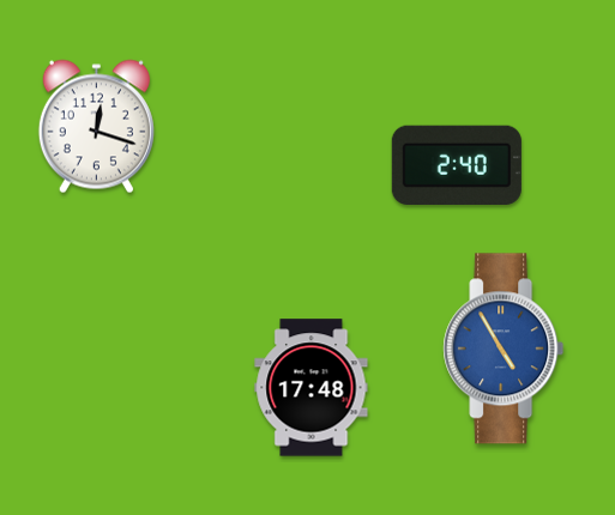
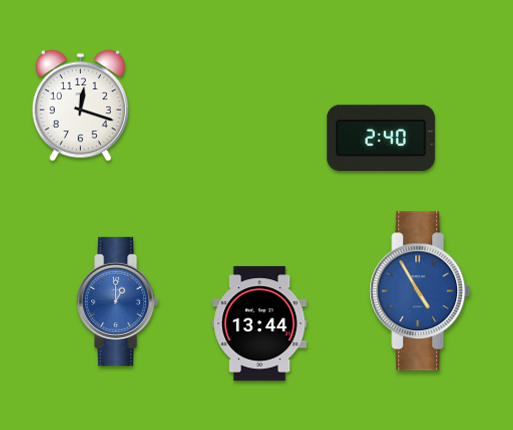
clock at (118, 301): none -> 1:00
clock at (312, 388): 17:48 -> 13:44
